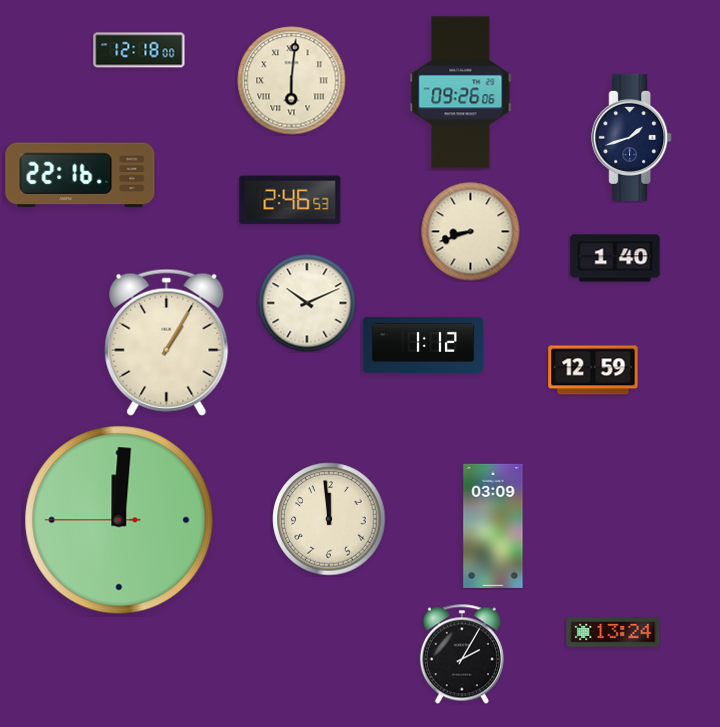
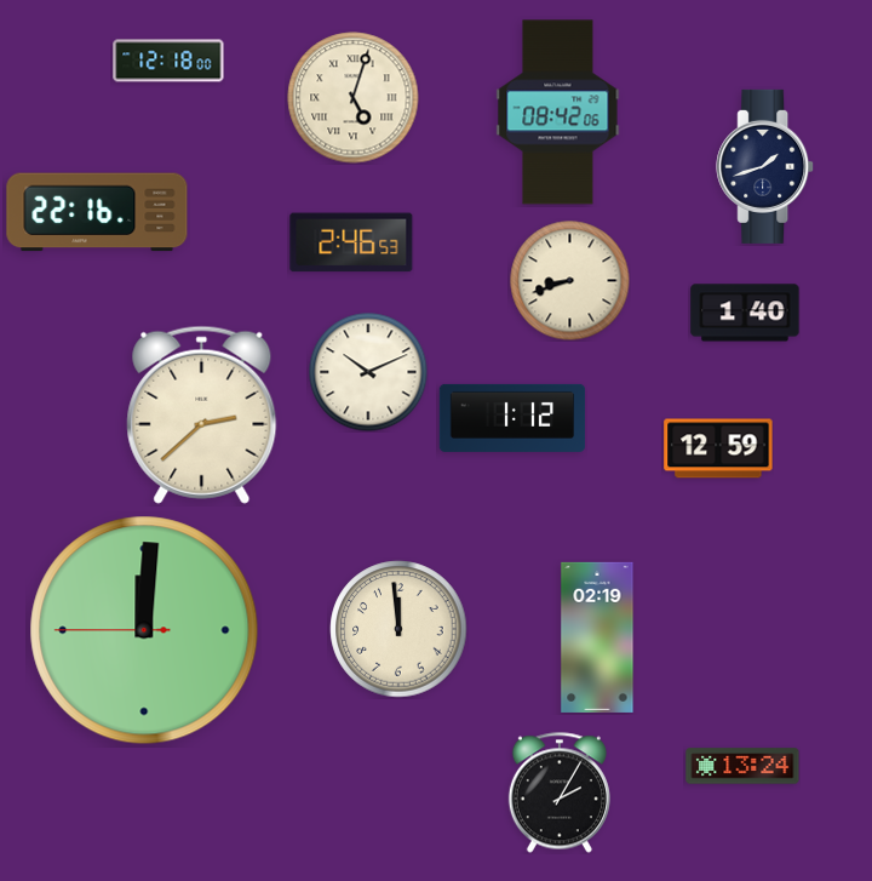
clock at (292, 81): 6:01 -> 5:03
clock at (461, 93): 09:26 -> 08:42
clock at (307, 303) position: (307, 303) -> (368, 372)
clock at (167, 342): 1:05 -> 2:38
clock at (493, 526): 03:09 -> 02:19
